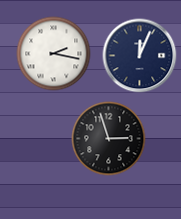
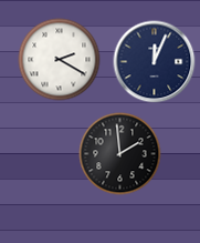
clock at (54, 54): 2:17 -> 2:20
clock at (109, 139): 2:57 -> 1:59
